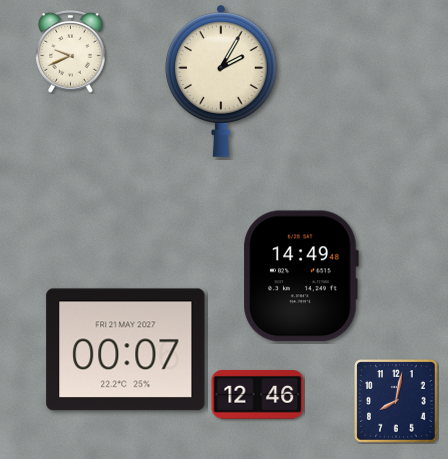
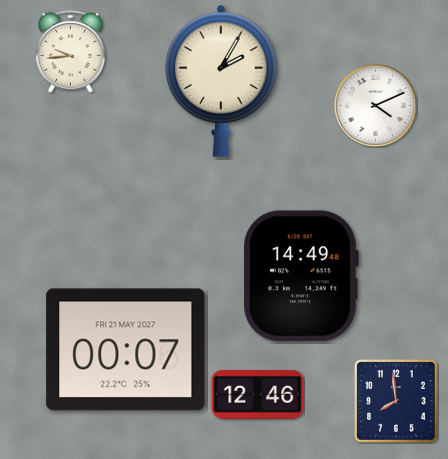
clock at (71, 52): 9:41 -> 9:44
clock at (375, 105): none -> 4:11
clock at (396, 401): 8:02 -> 7:59
